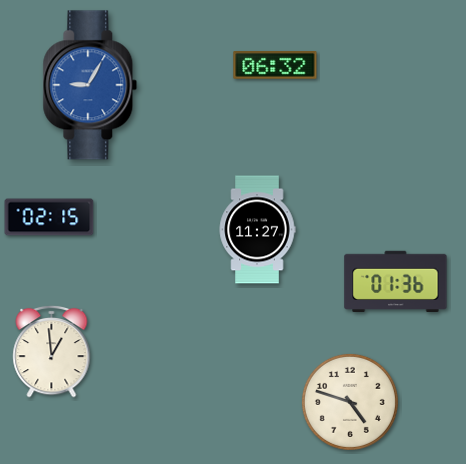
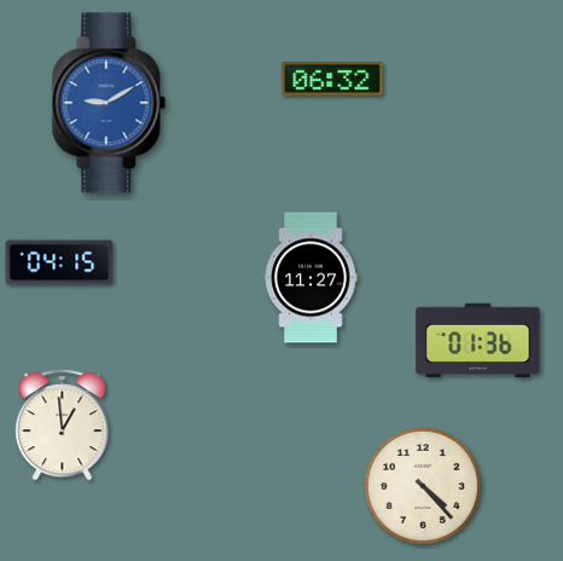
clock at (90, 85): 9:05 -> 9:10
clock at (49, 217): 02:15 -> 04:15
clock at (350, 402): 4:48 -> 4:23
